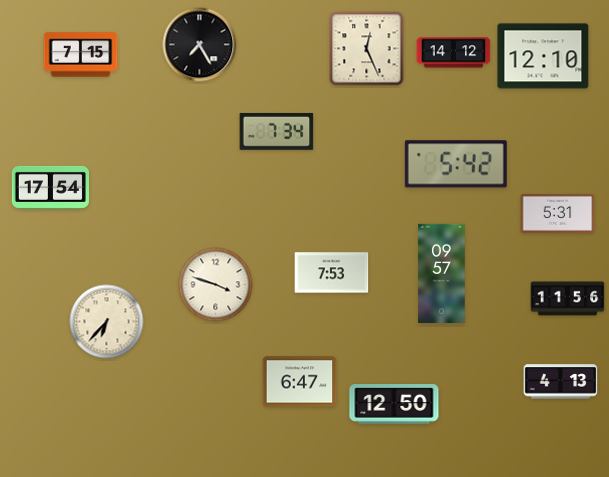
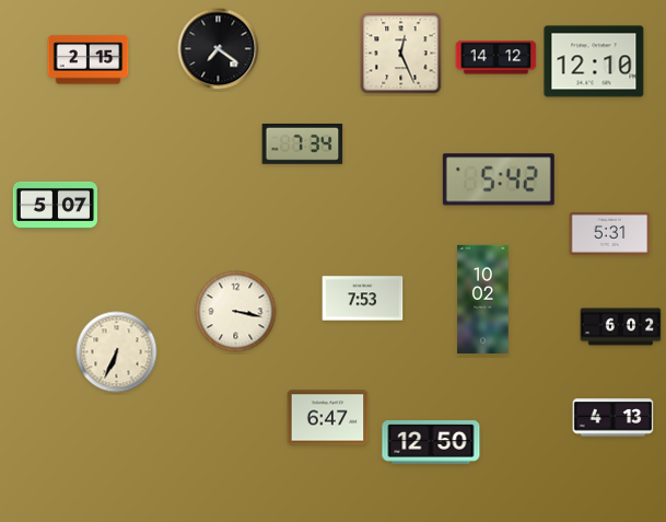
clock at (200, 45): 7:25 -> 7:21
clock at (81, 55): 7:15 -> 2:15
clock at (50, 187): 17:54 -> 5:07
clock at (442, 273): 09:57 -> 10:02
clock at (216, 285): 3:48 -> 3:17
clock at (568, 299): 11:56 -> 6:02
clock at (107, 322): 6:37 -> 6:34
